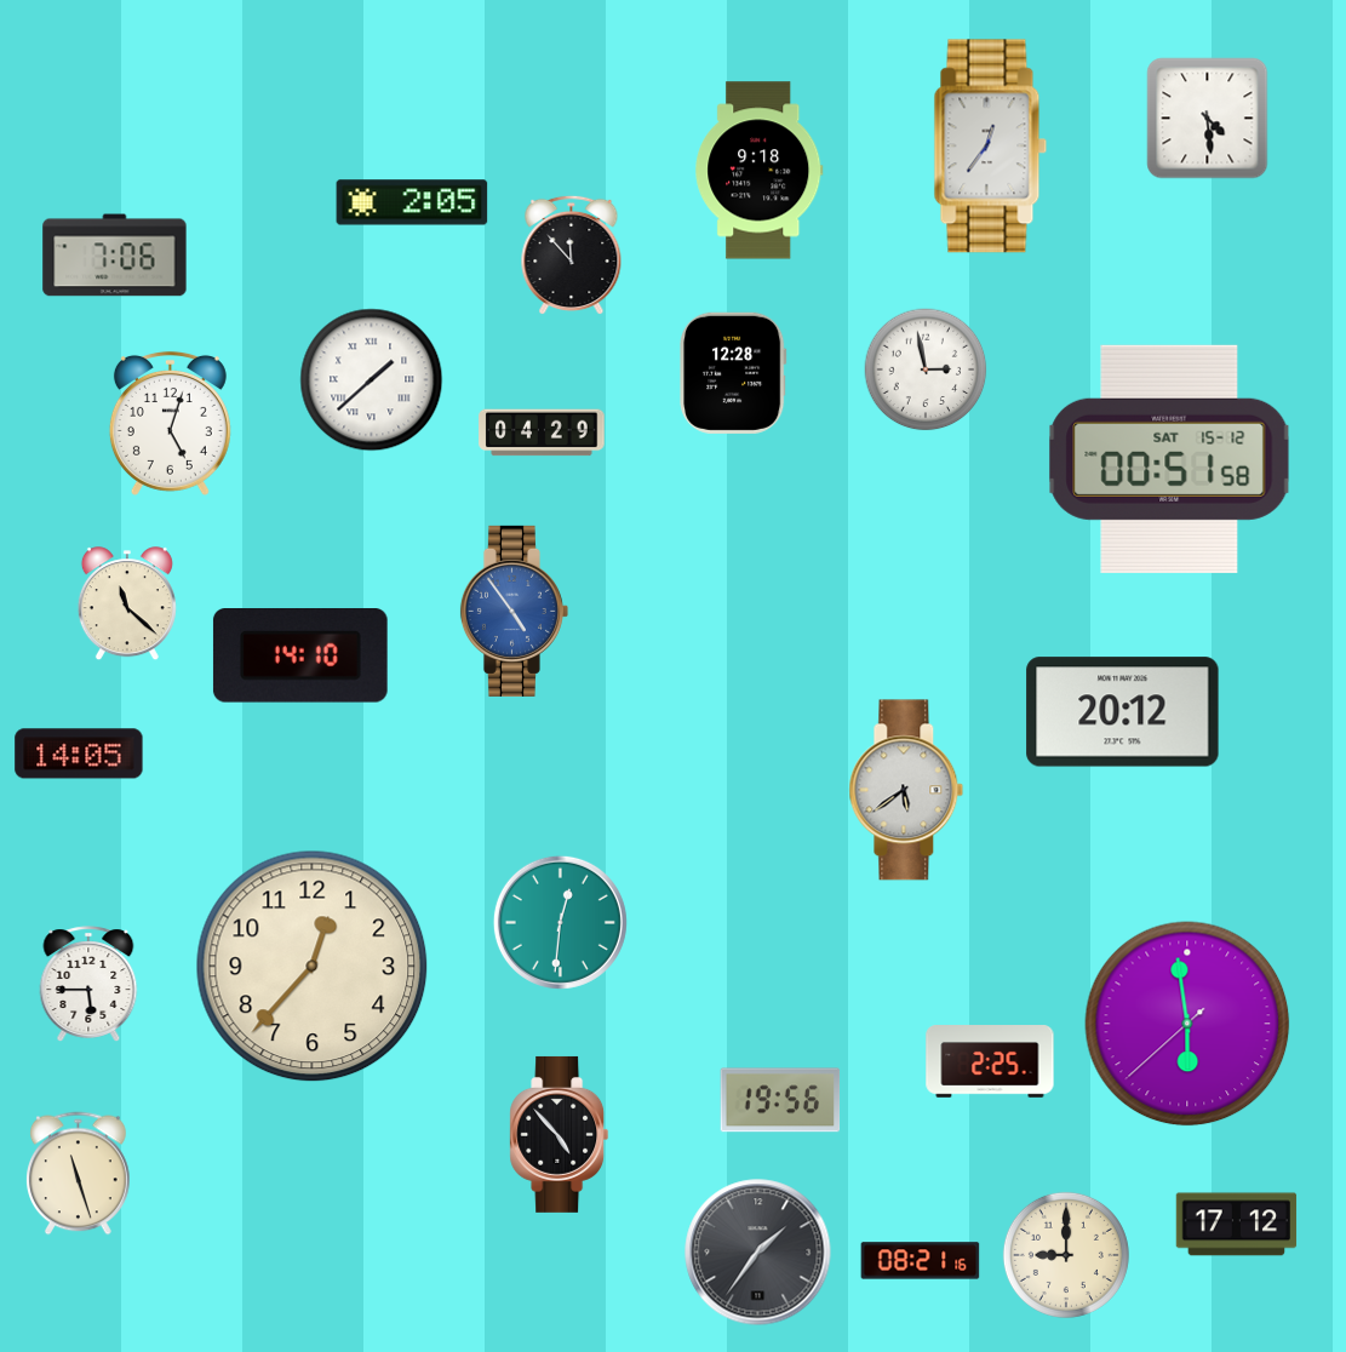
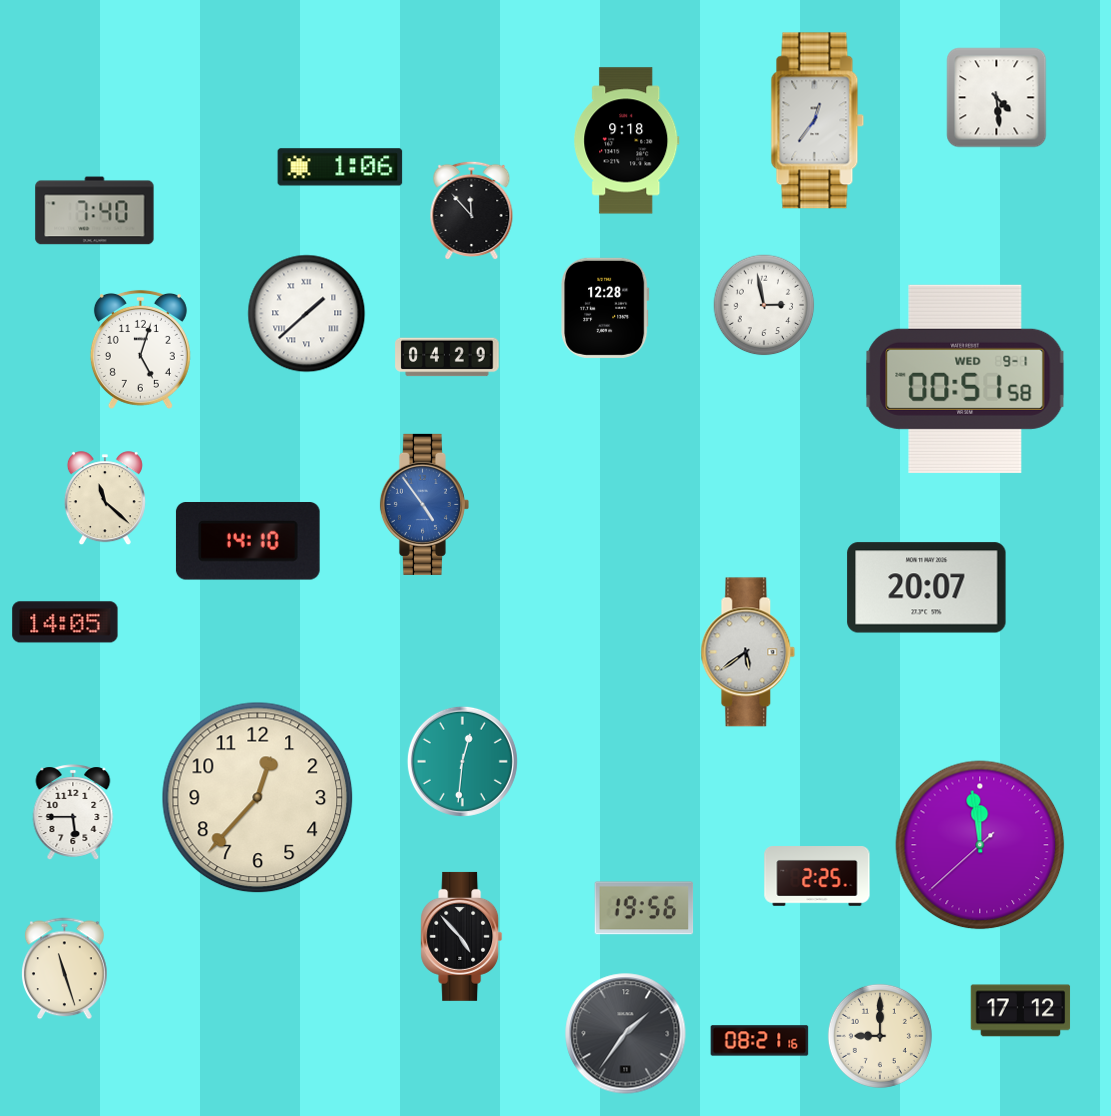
clock at (412, 202): 2:05 -> 1:06
clock at (115, 256): 7:06 -> 7:40
clock at (1169, 459) date: SAT 15-12 -> WED 9-1
clock at (1123, 712): 20:12 -> 20:07
clock at (1187, 1024): 5:58 -> 11:58
